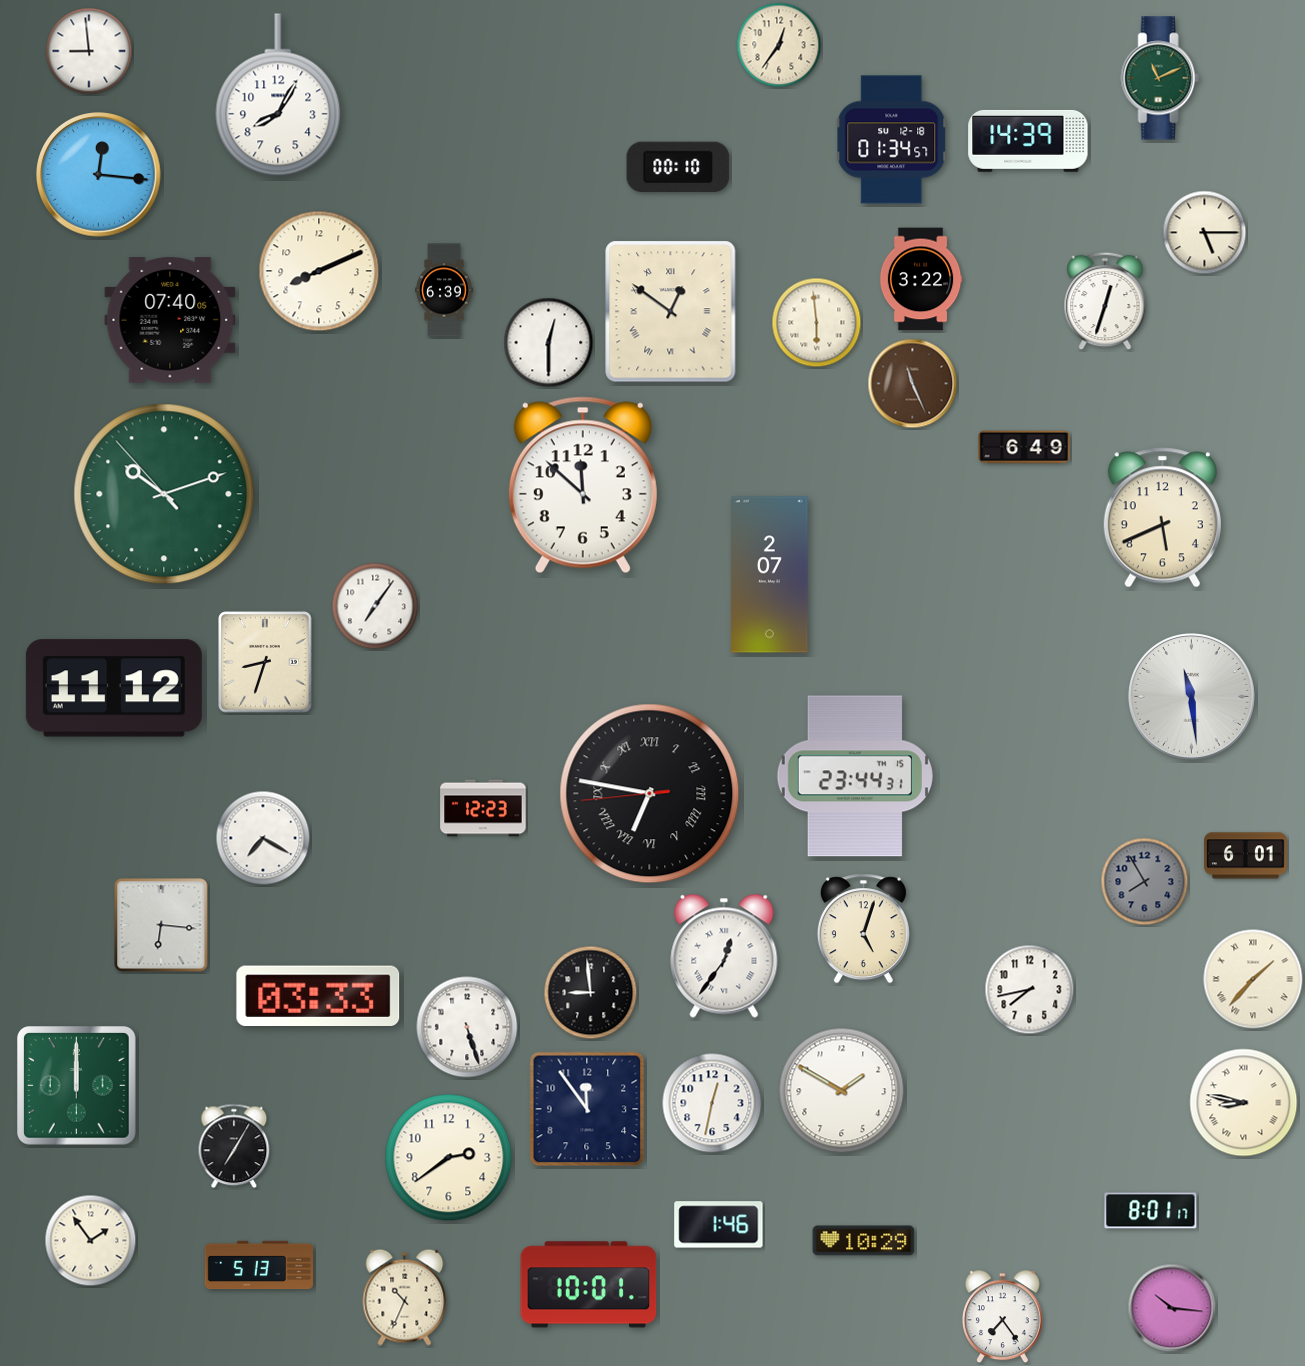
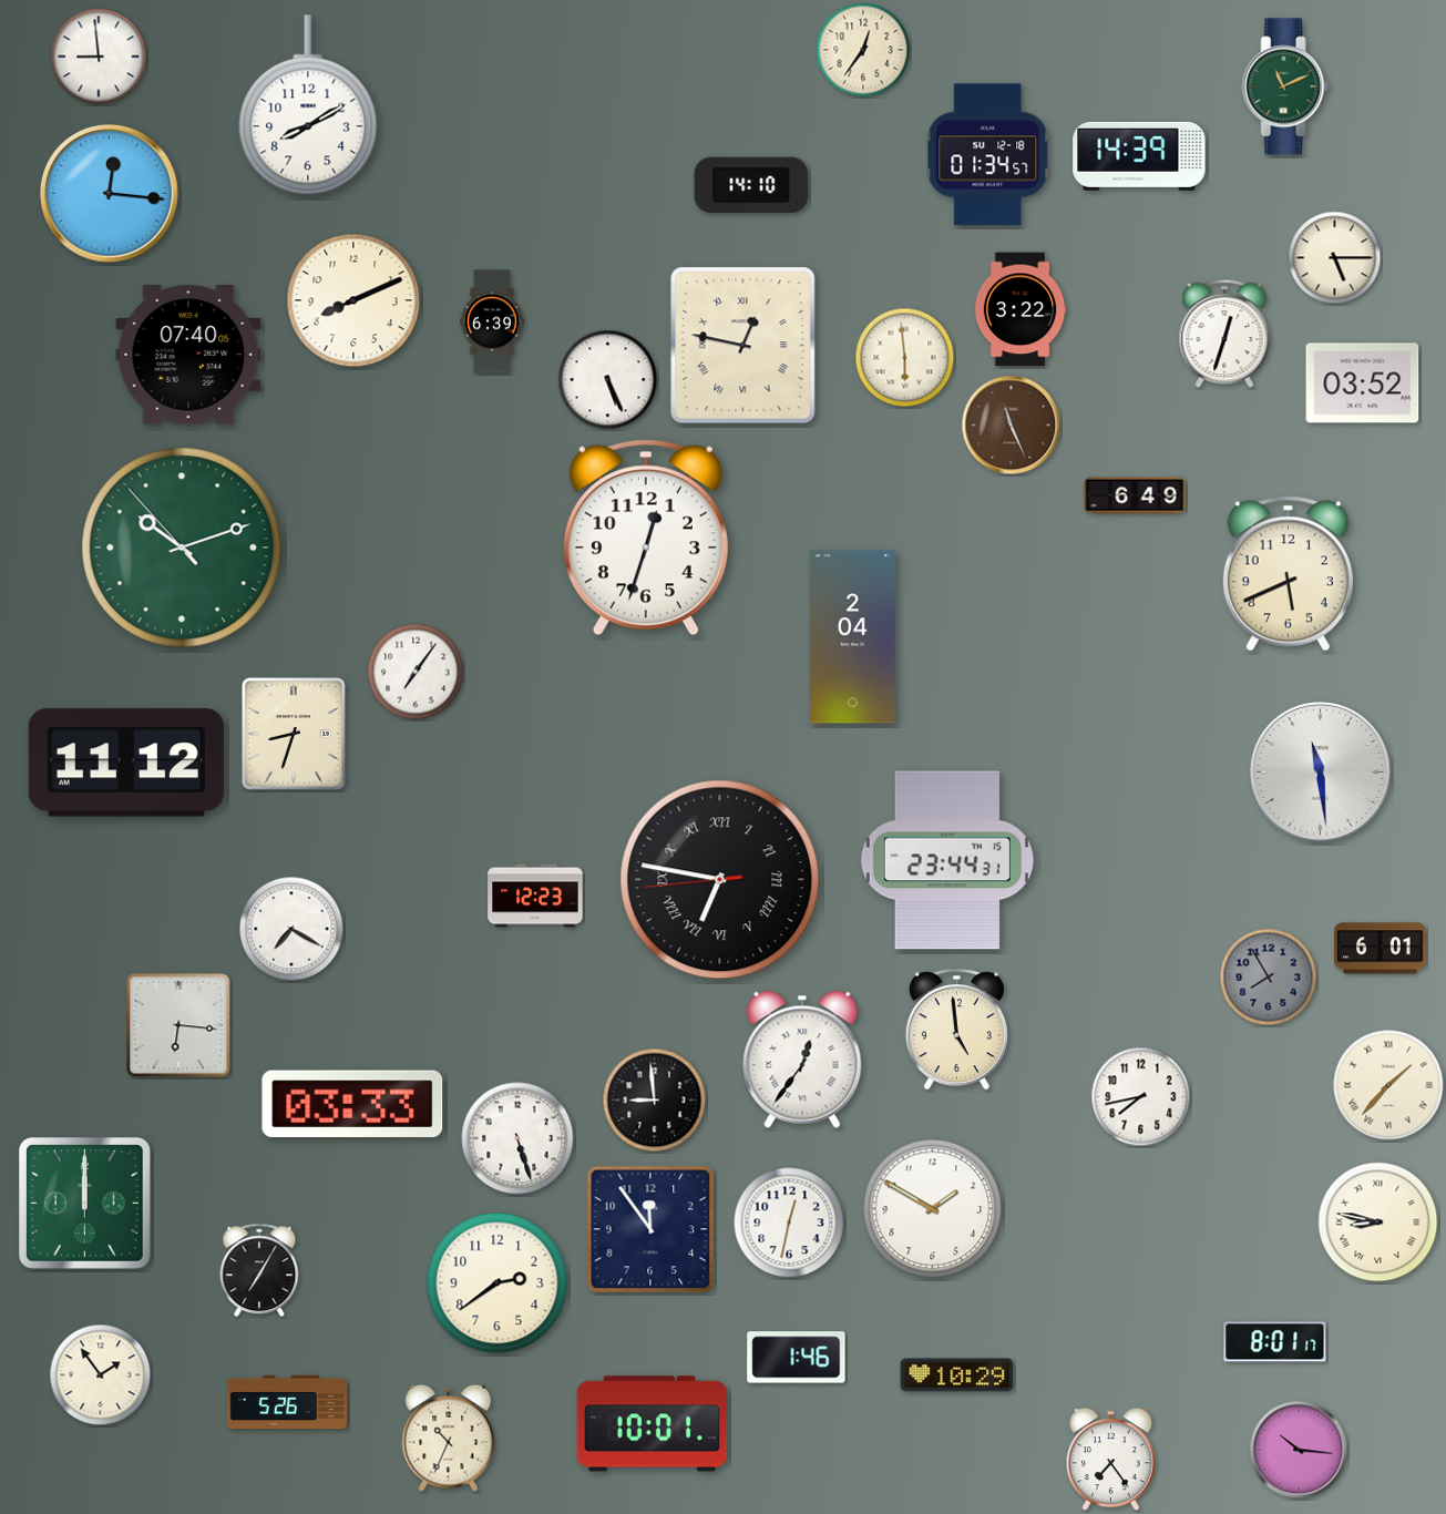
clock at (278, 95): 8:05 -> 8:10
clock at (678, 167): 00:10 -> 14:10
clock at (671, 312): 12:51 -> 12:47
clock at (549, 343): 12:30 -> 5:26
clock at (1363, 383): none -> 03:52
clock at (583, 485): 11:52 -> 12:33
clock at (770, 575): 2:07 -> 2:04
clock at (863, 929): 5:03 -> 4:59
clock at (258, 1265): 5:13 -> 5:26
